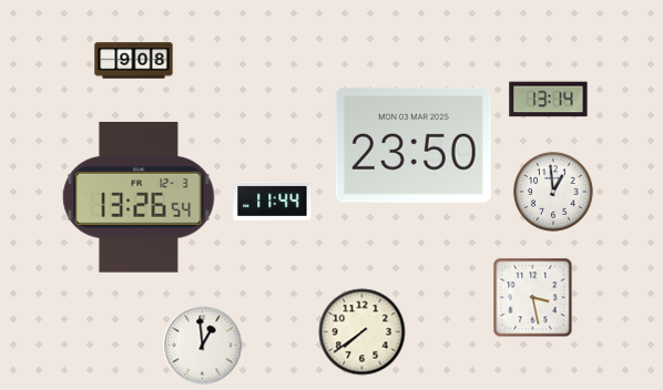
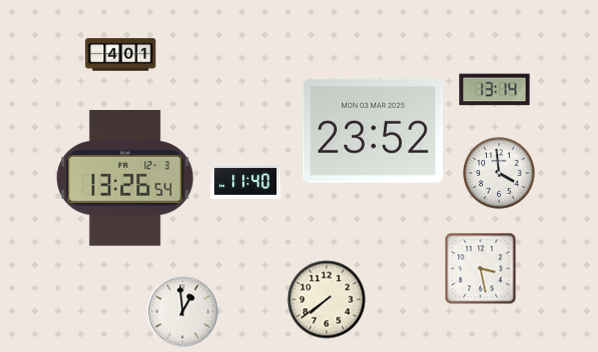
clock at (134, 61): 9:08 -> 4:01
clock at (414, 145): 23:50 -> 23:52
clock at (553, 192): 12:59 -> 3:59
clock at (273, 201): 11:44 -> 11:40
